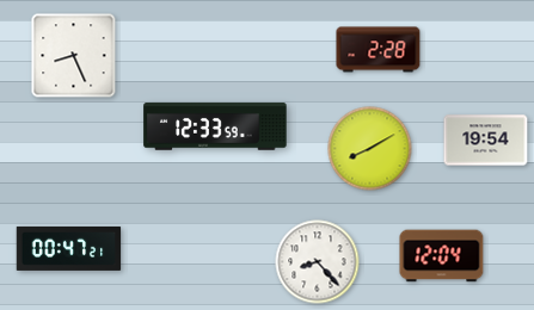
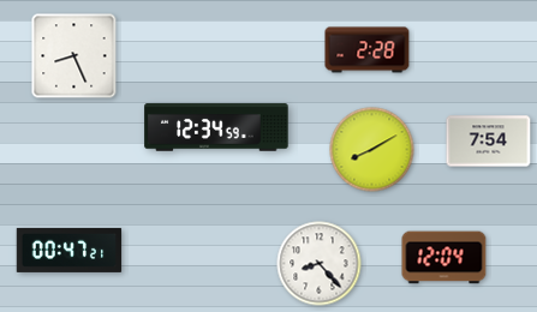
clock at (379, 50) position: (379, 50) -> (368, 50)
clock at (215, 126): 12:33 -> 12:34
clock at (486, 141): 19:54 -> 7:54
